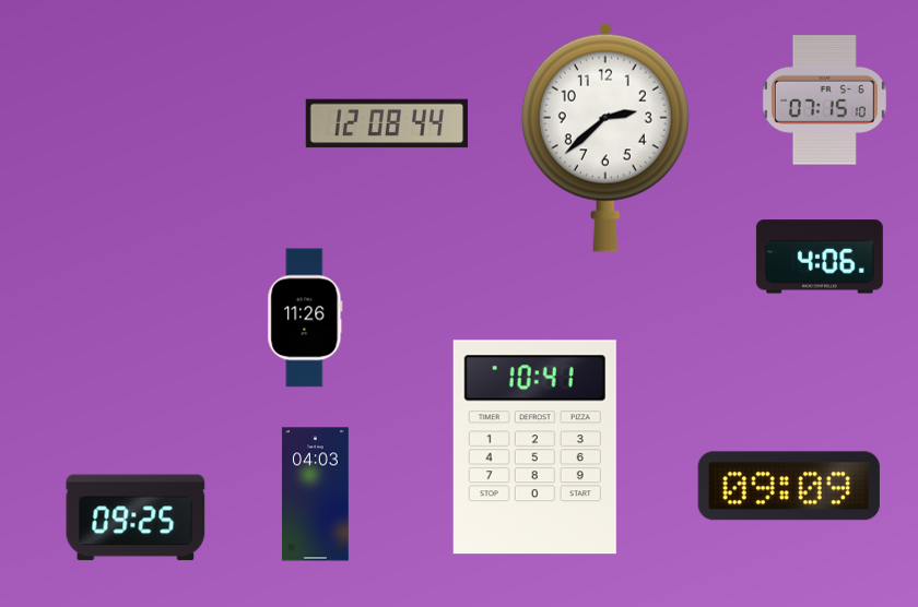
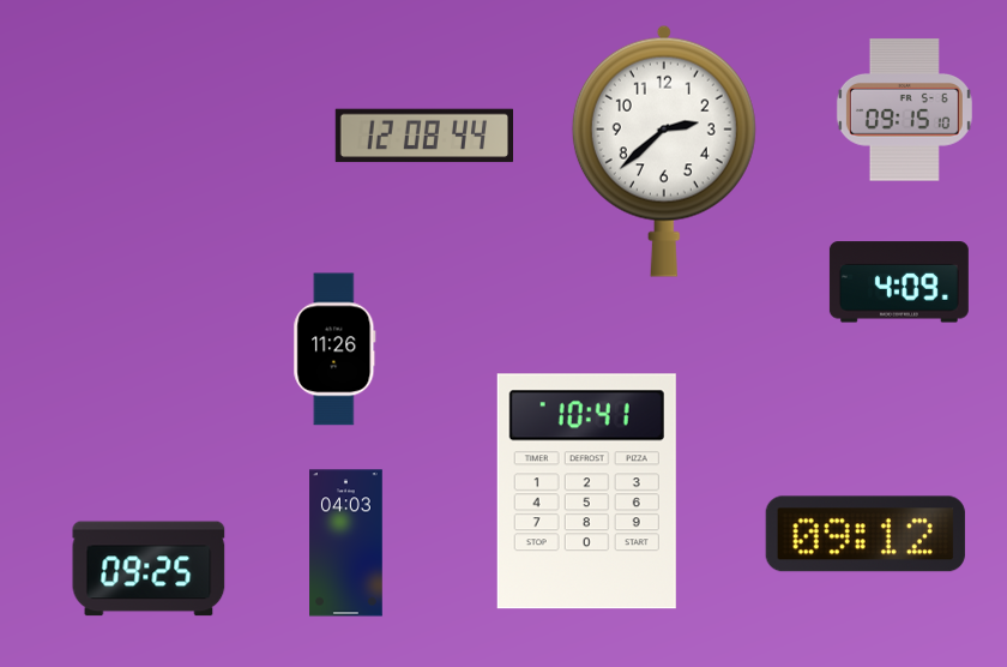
clock at (824, 100): 07:15 -> 09:15
clock at (820, 257): 4:06 -> 4:09
clock at (789, 486): 09:09 -> 09:12
